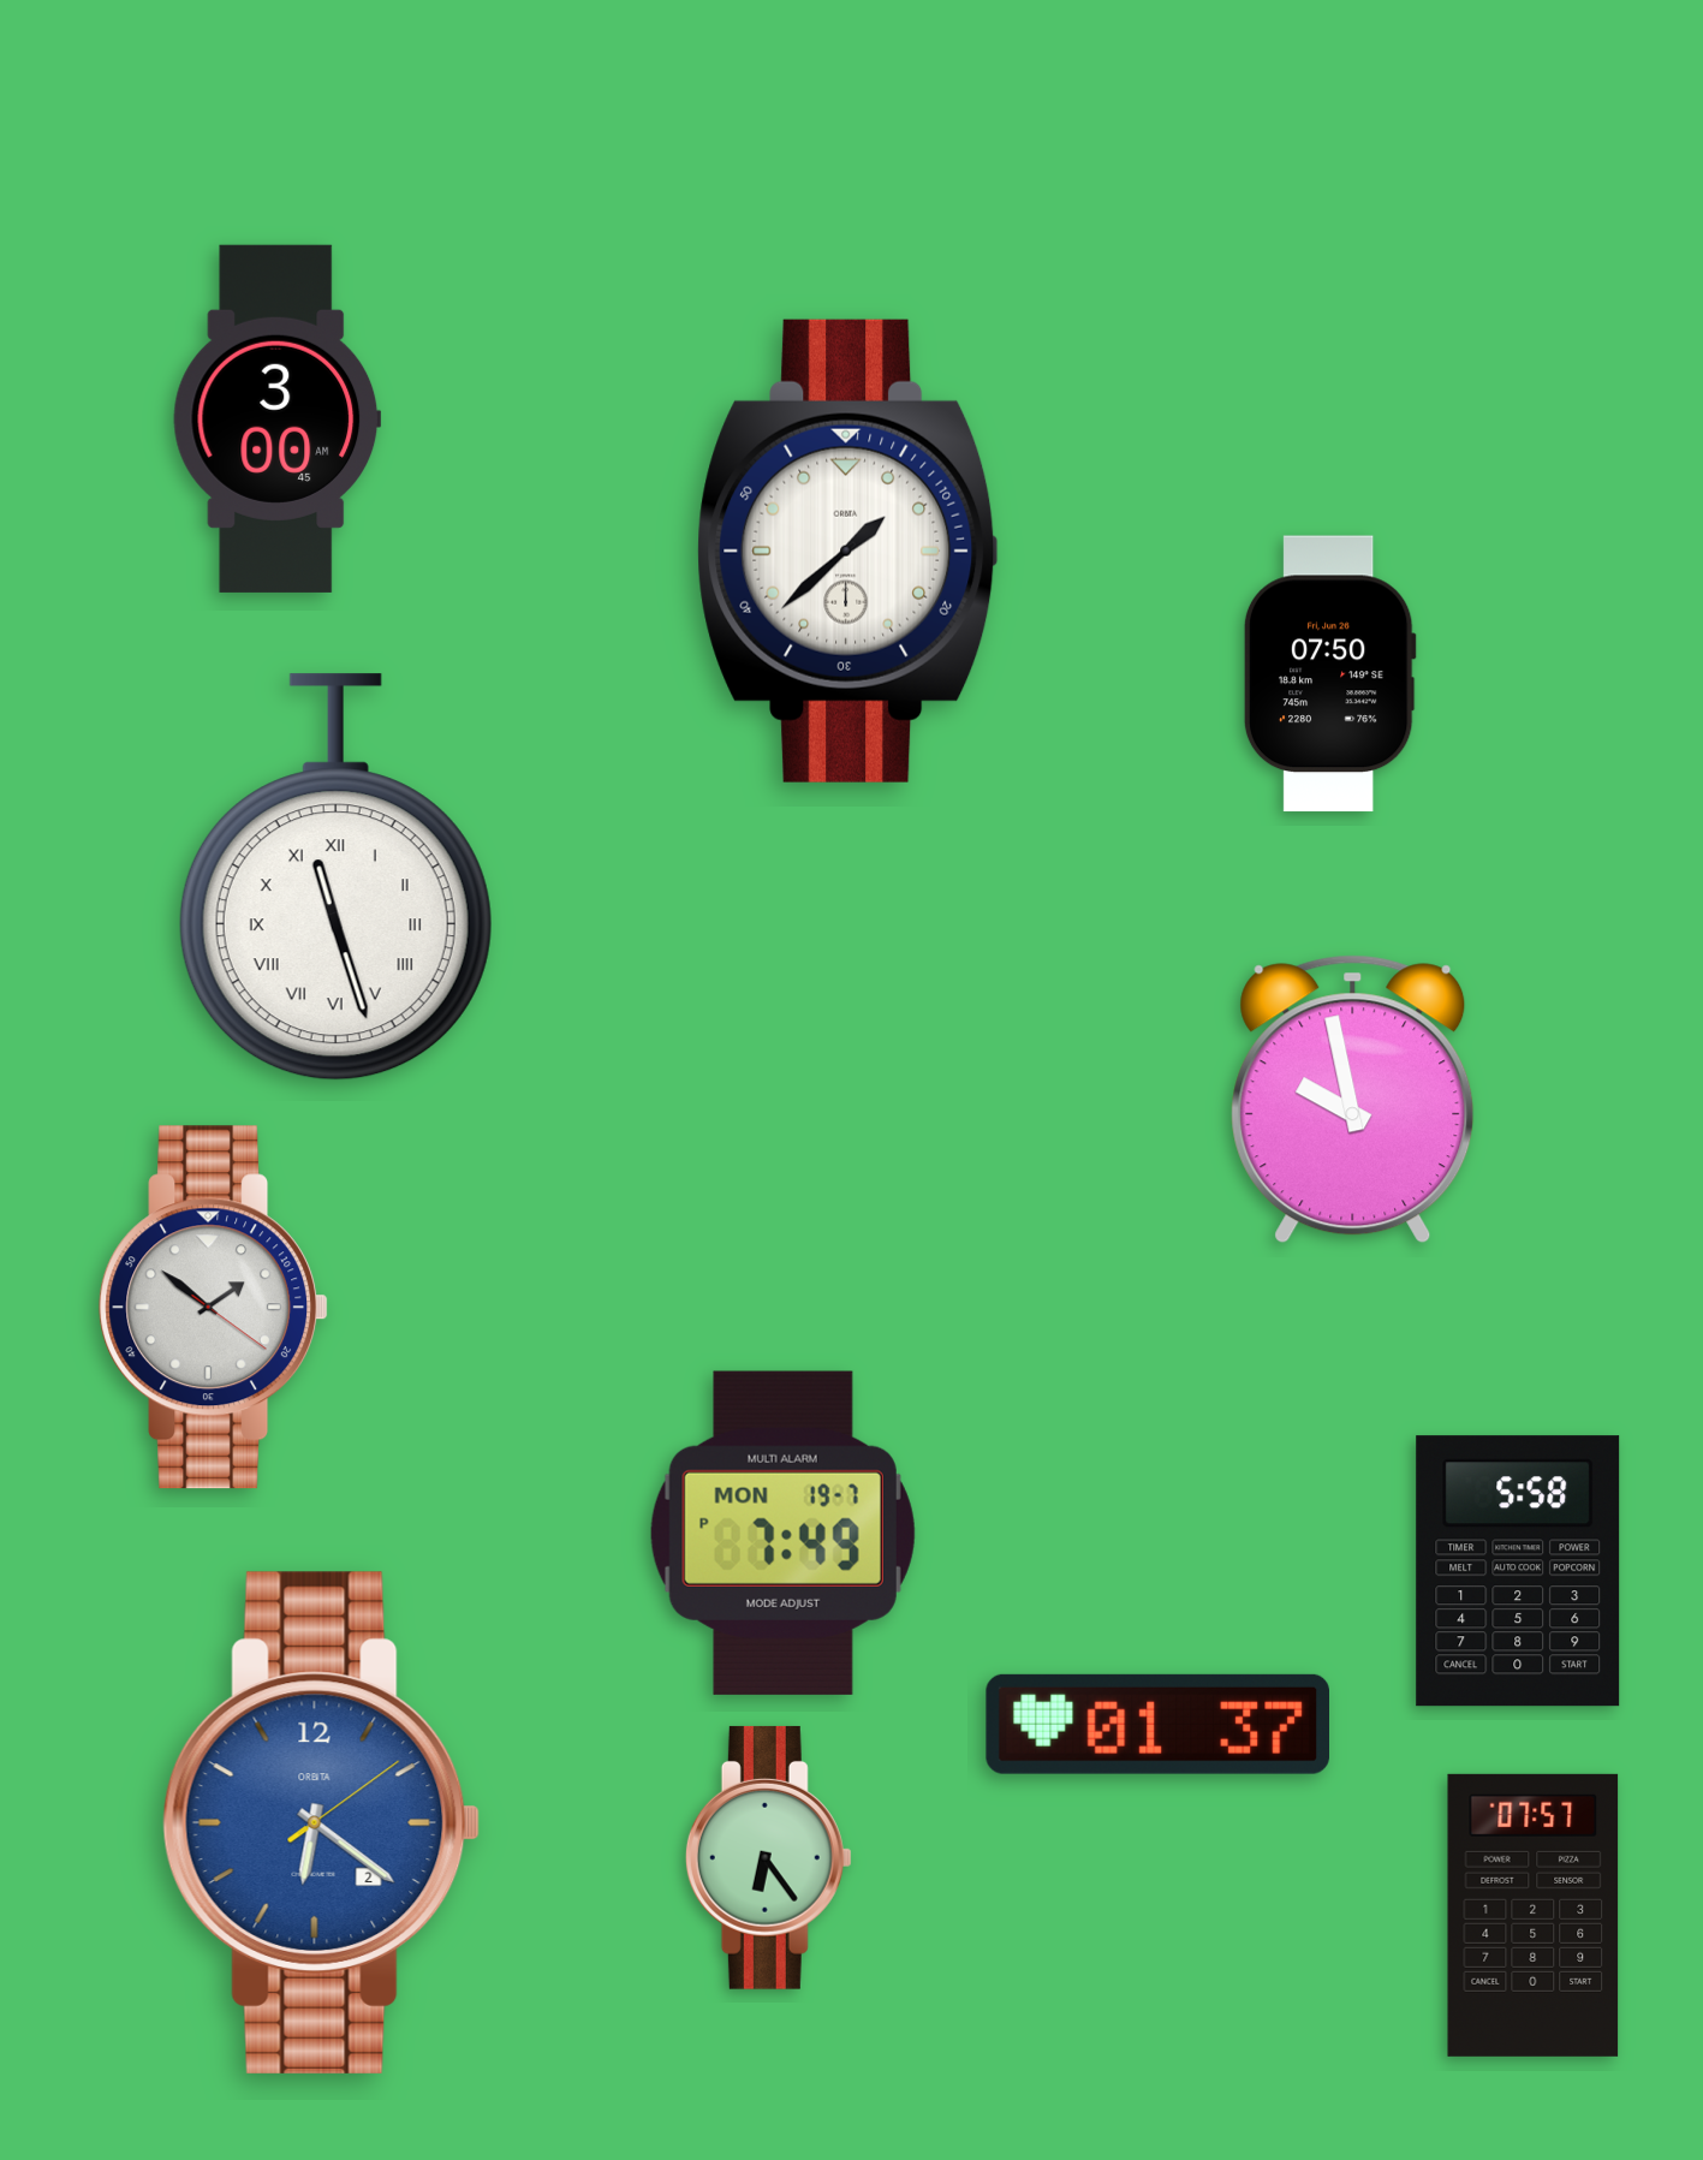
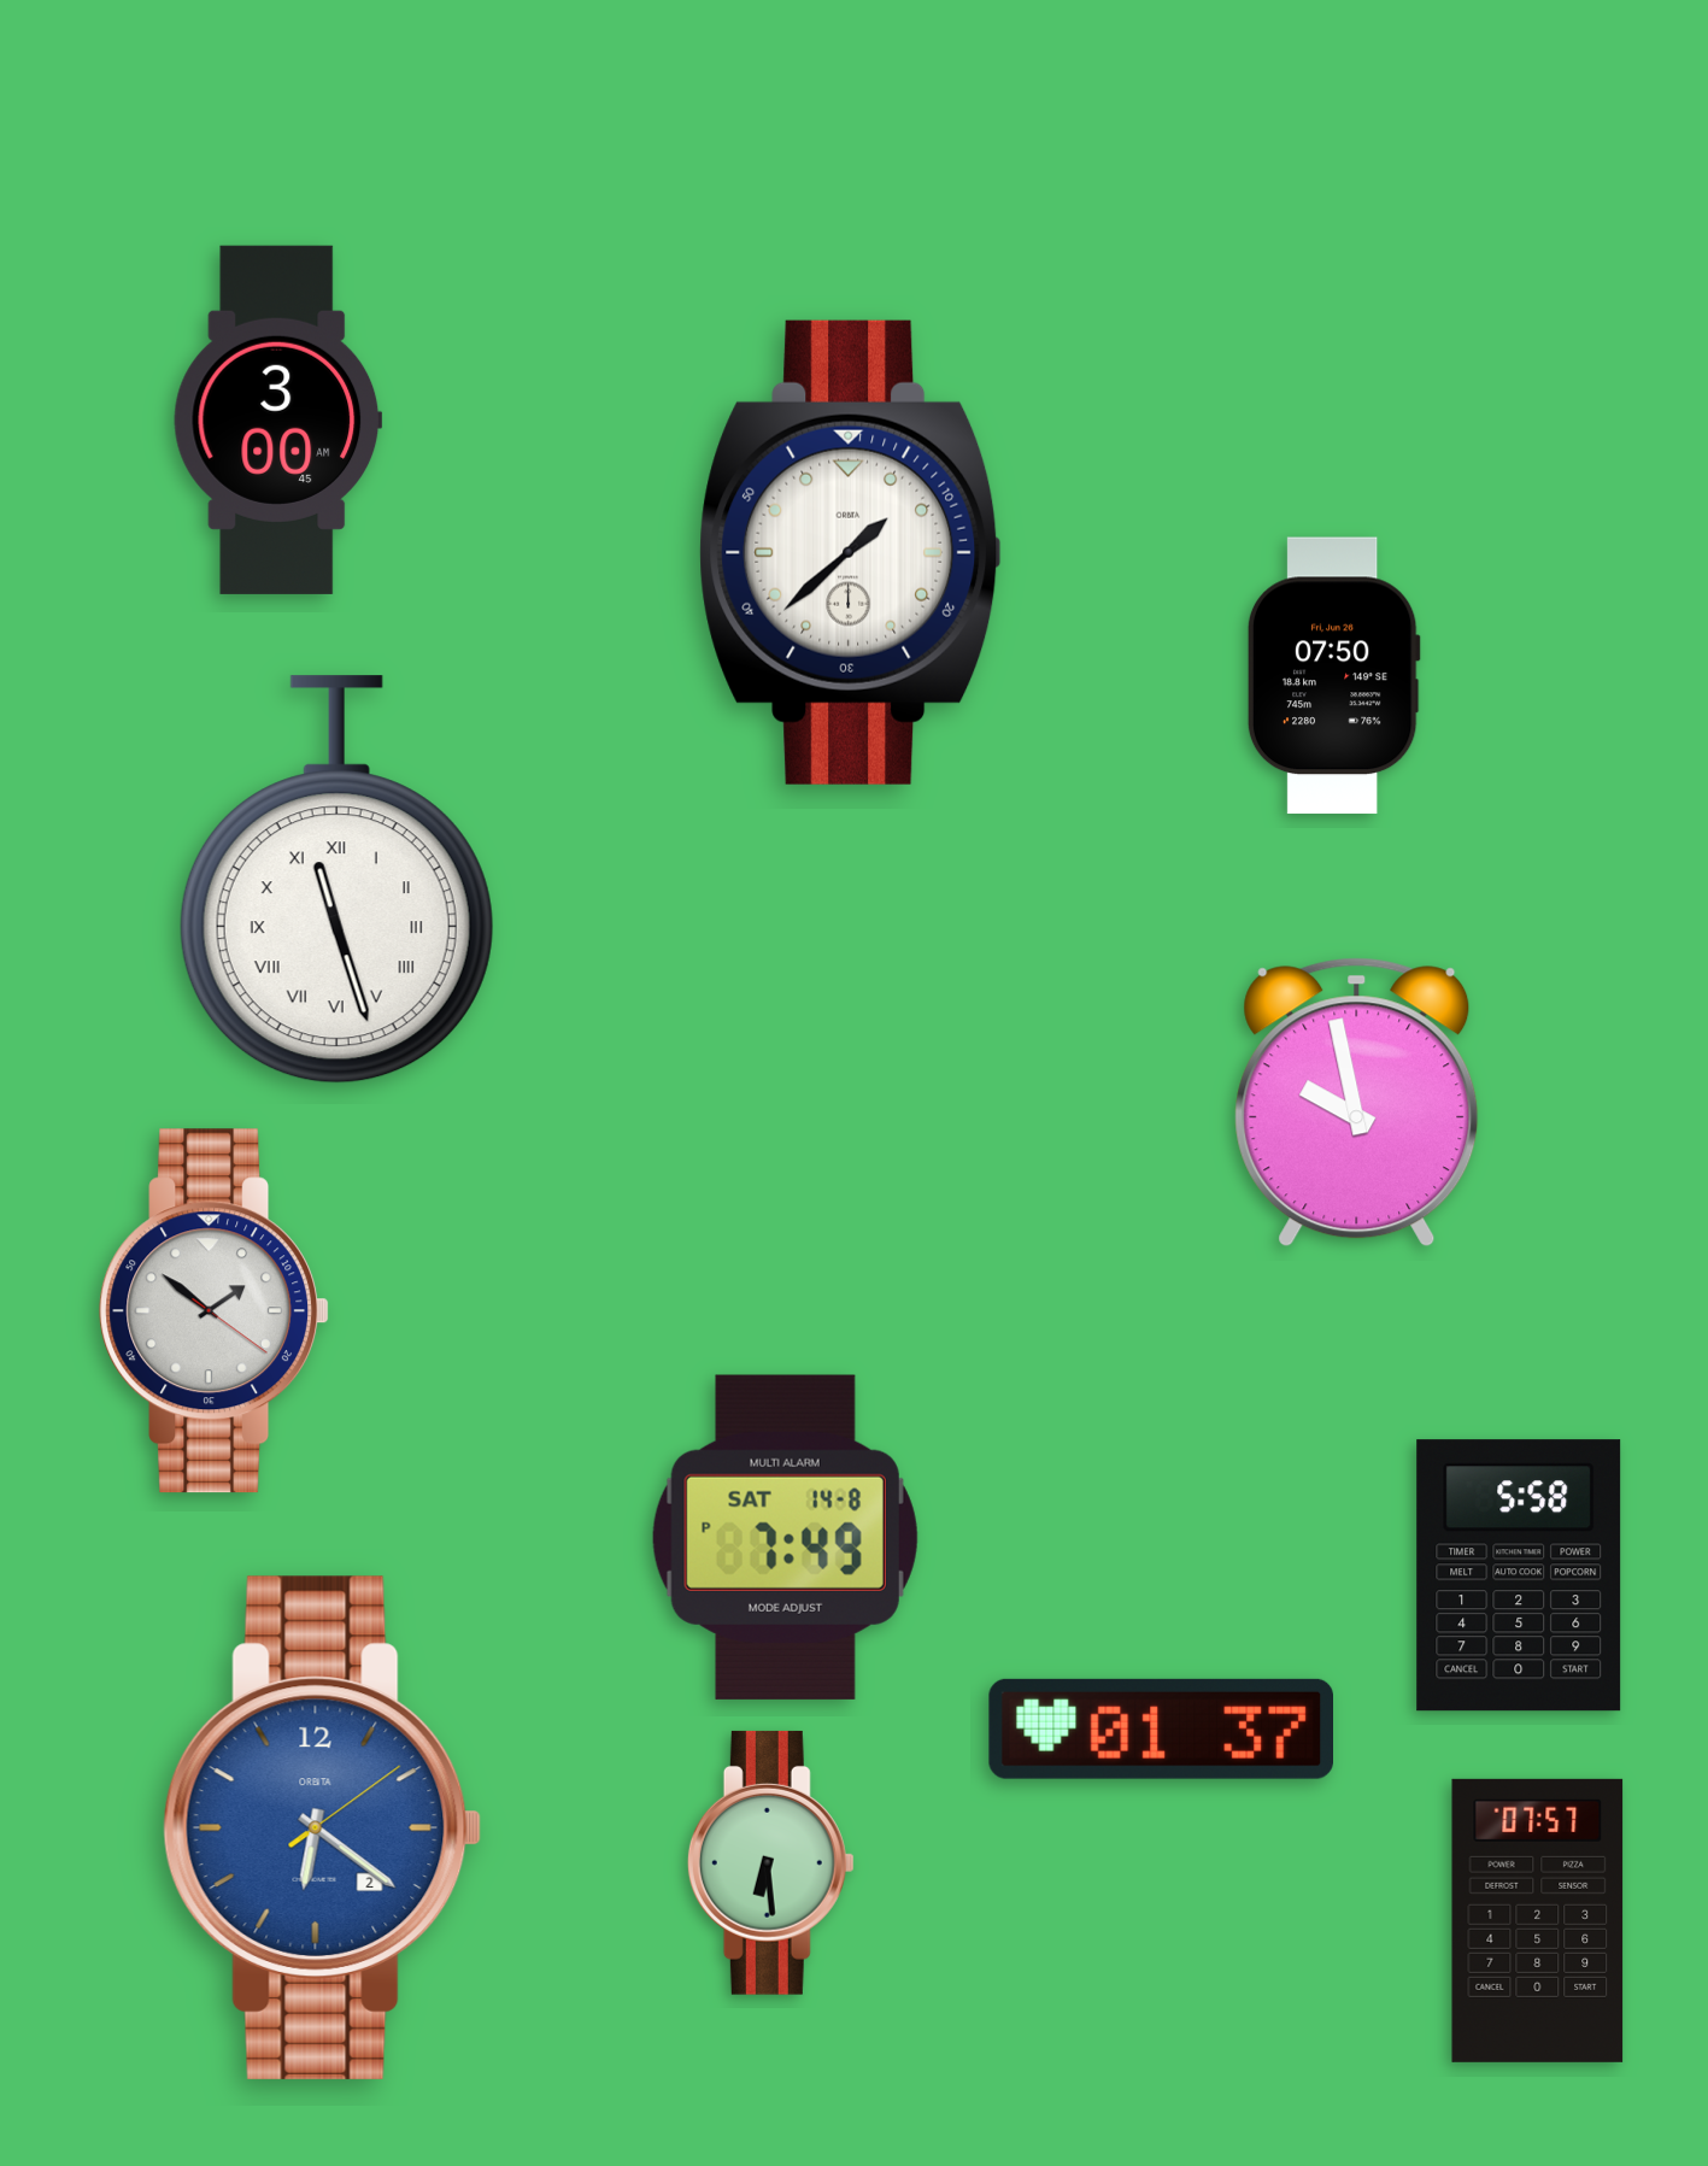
clock at (782, 1533) date: MON 19-7 -> SAT 14-8
clock at (1518, 1571) position: (1518, 1571) -> (1519, 1575)
clock at (768, 1857): 6:24 -> 6:29
